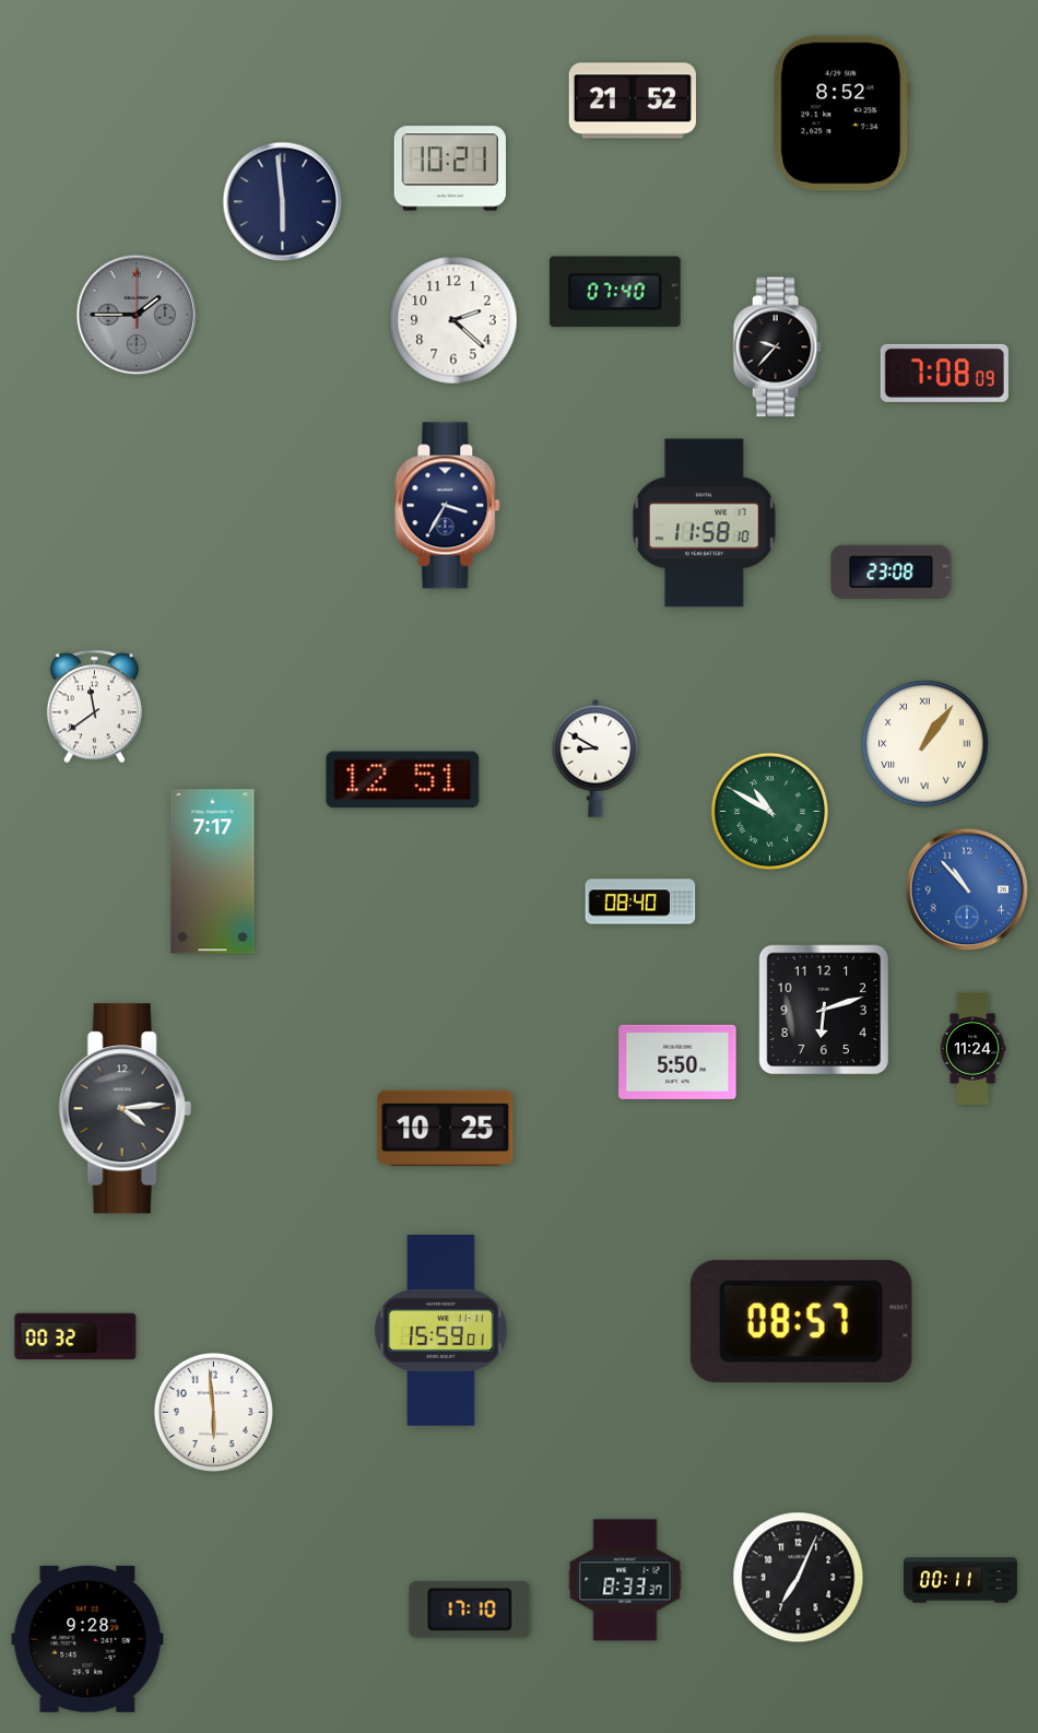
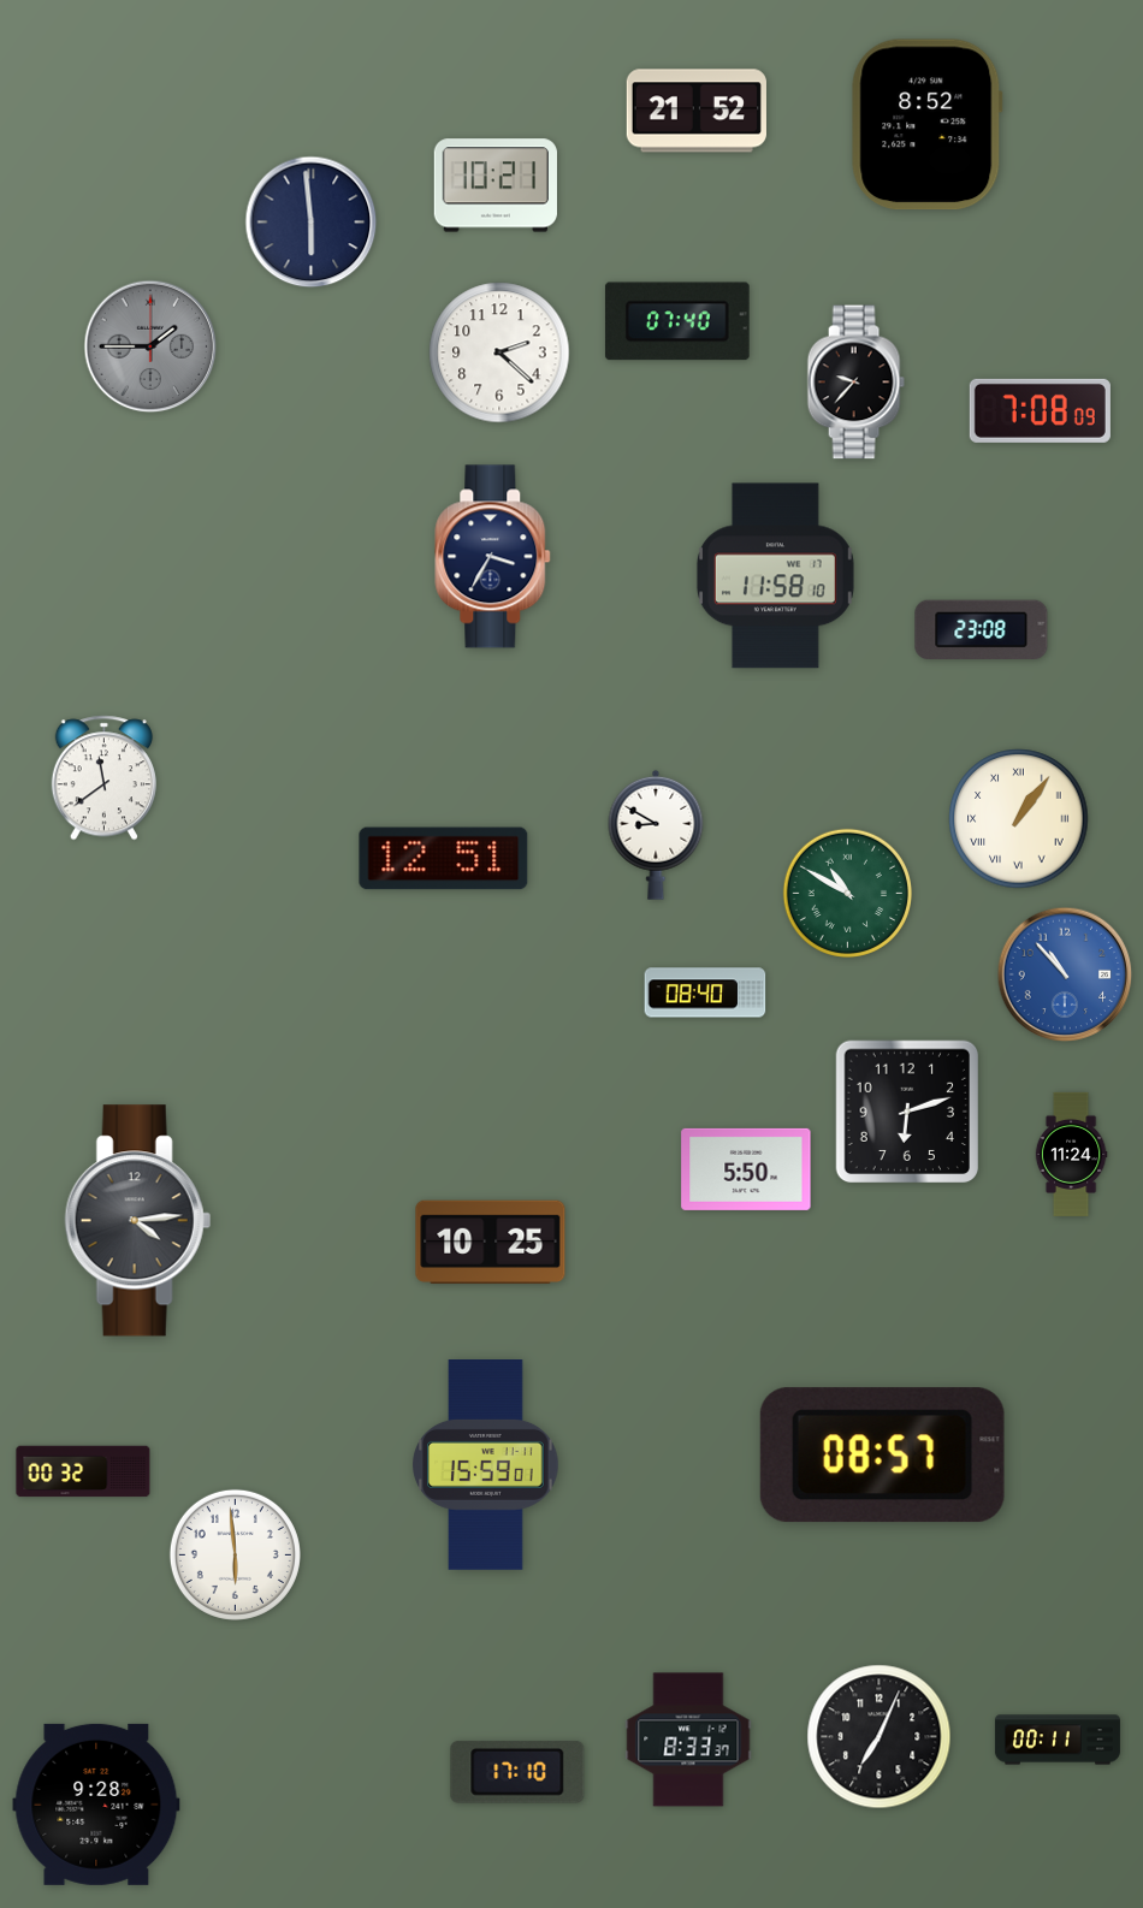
clock at (213, 872): 7:17 -> none
clock at (967, 889) position: (967, 889) -> (1065, 974)
